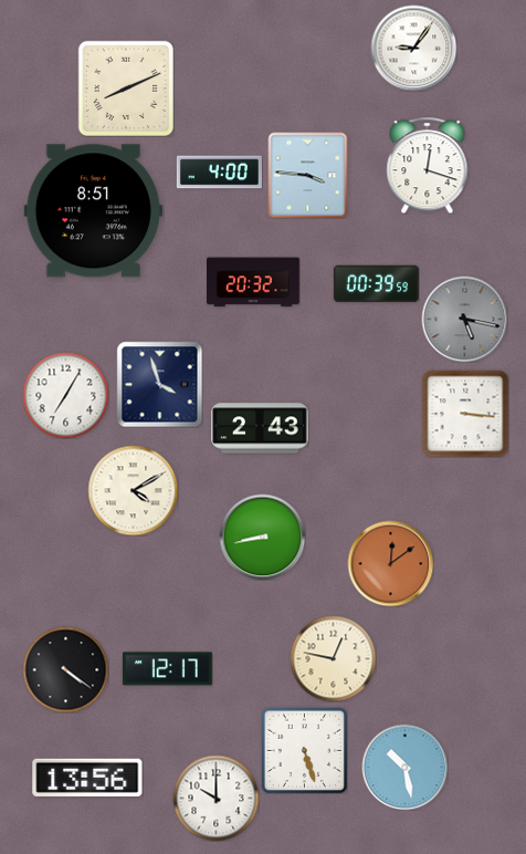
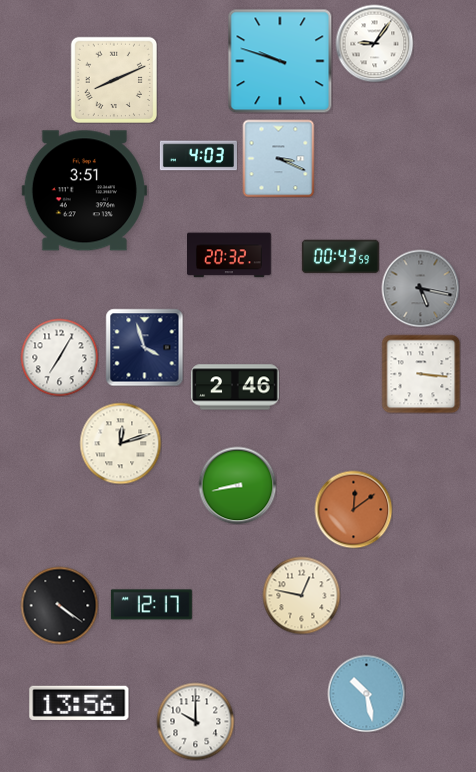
clock at (280, 61): none -> 9:48
clock at (428, 165): 12:18 -> none
clock at (219, 173): 4:00 -> 4:03
clock at (308, 175): 3:46 -> 3:19
clock at (93, 211): 8:51 -> 3:51
clock at (376, 284): 00:39 -> 00:43
clock at (260, 428): 2:43 -> 2:46
clock at (133, 490): 4:10 -> 12:12
clock at (304, 750): 5:27 -> none
